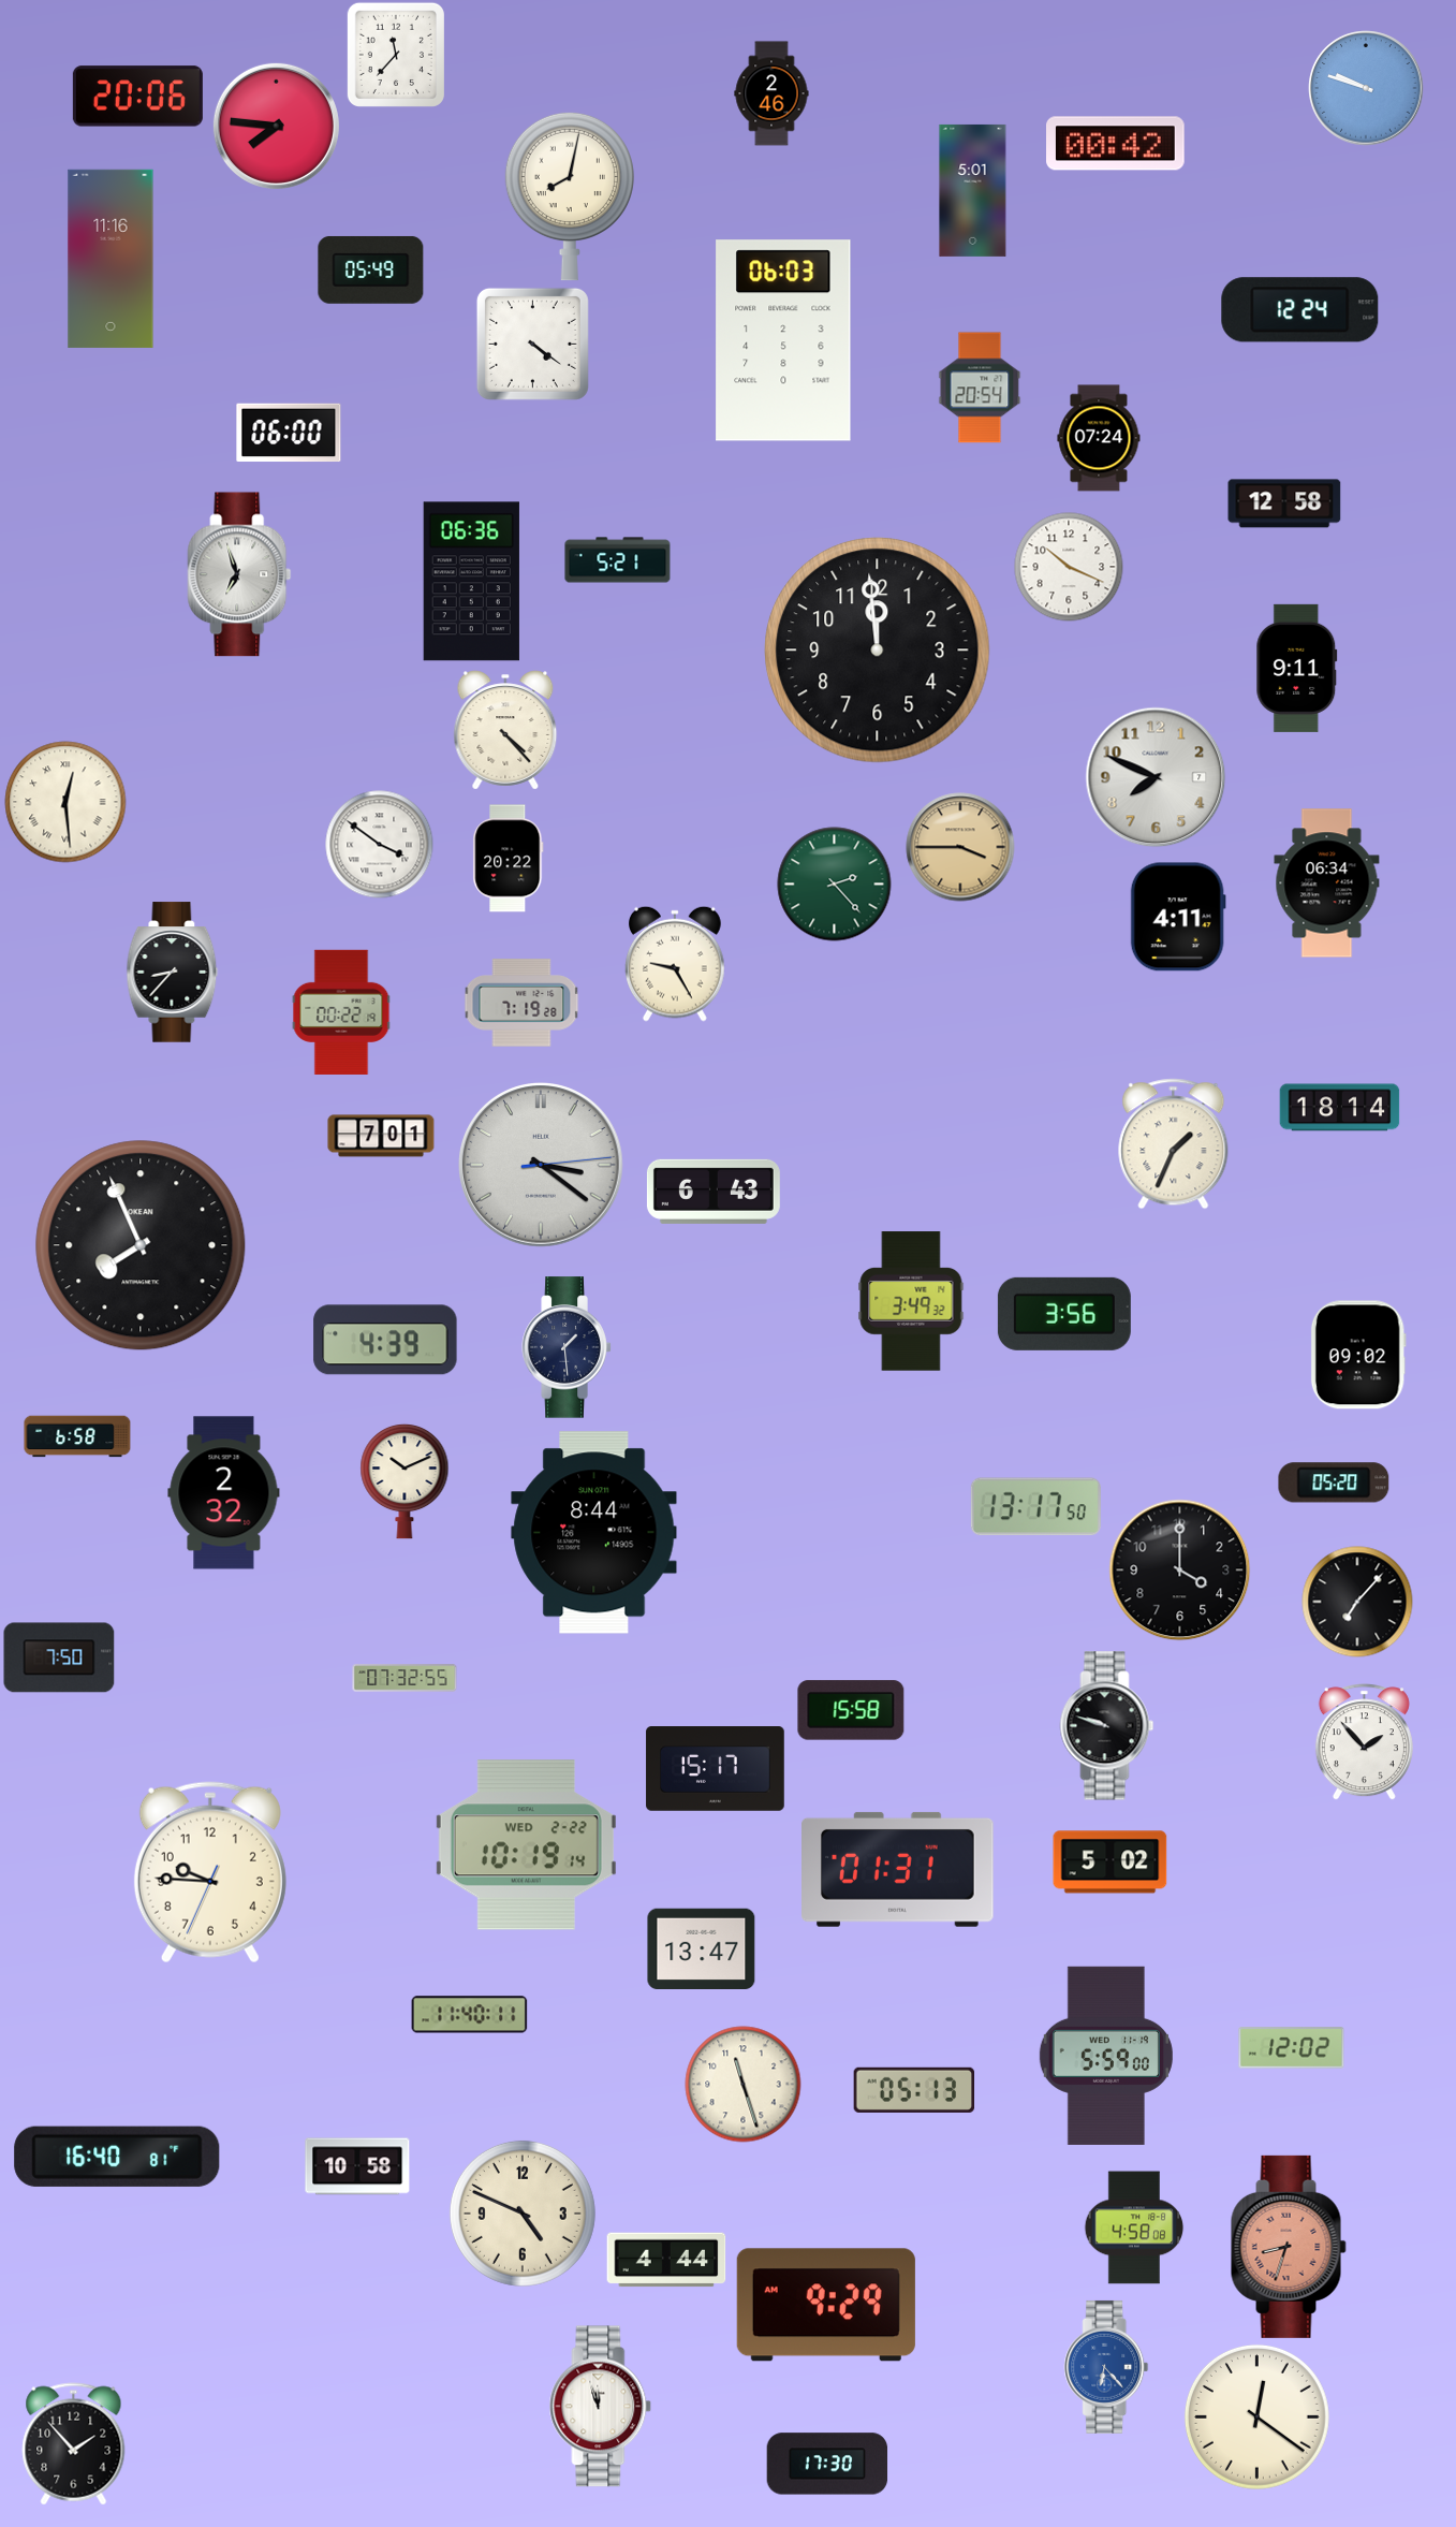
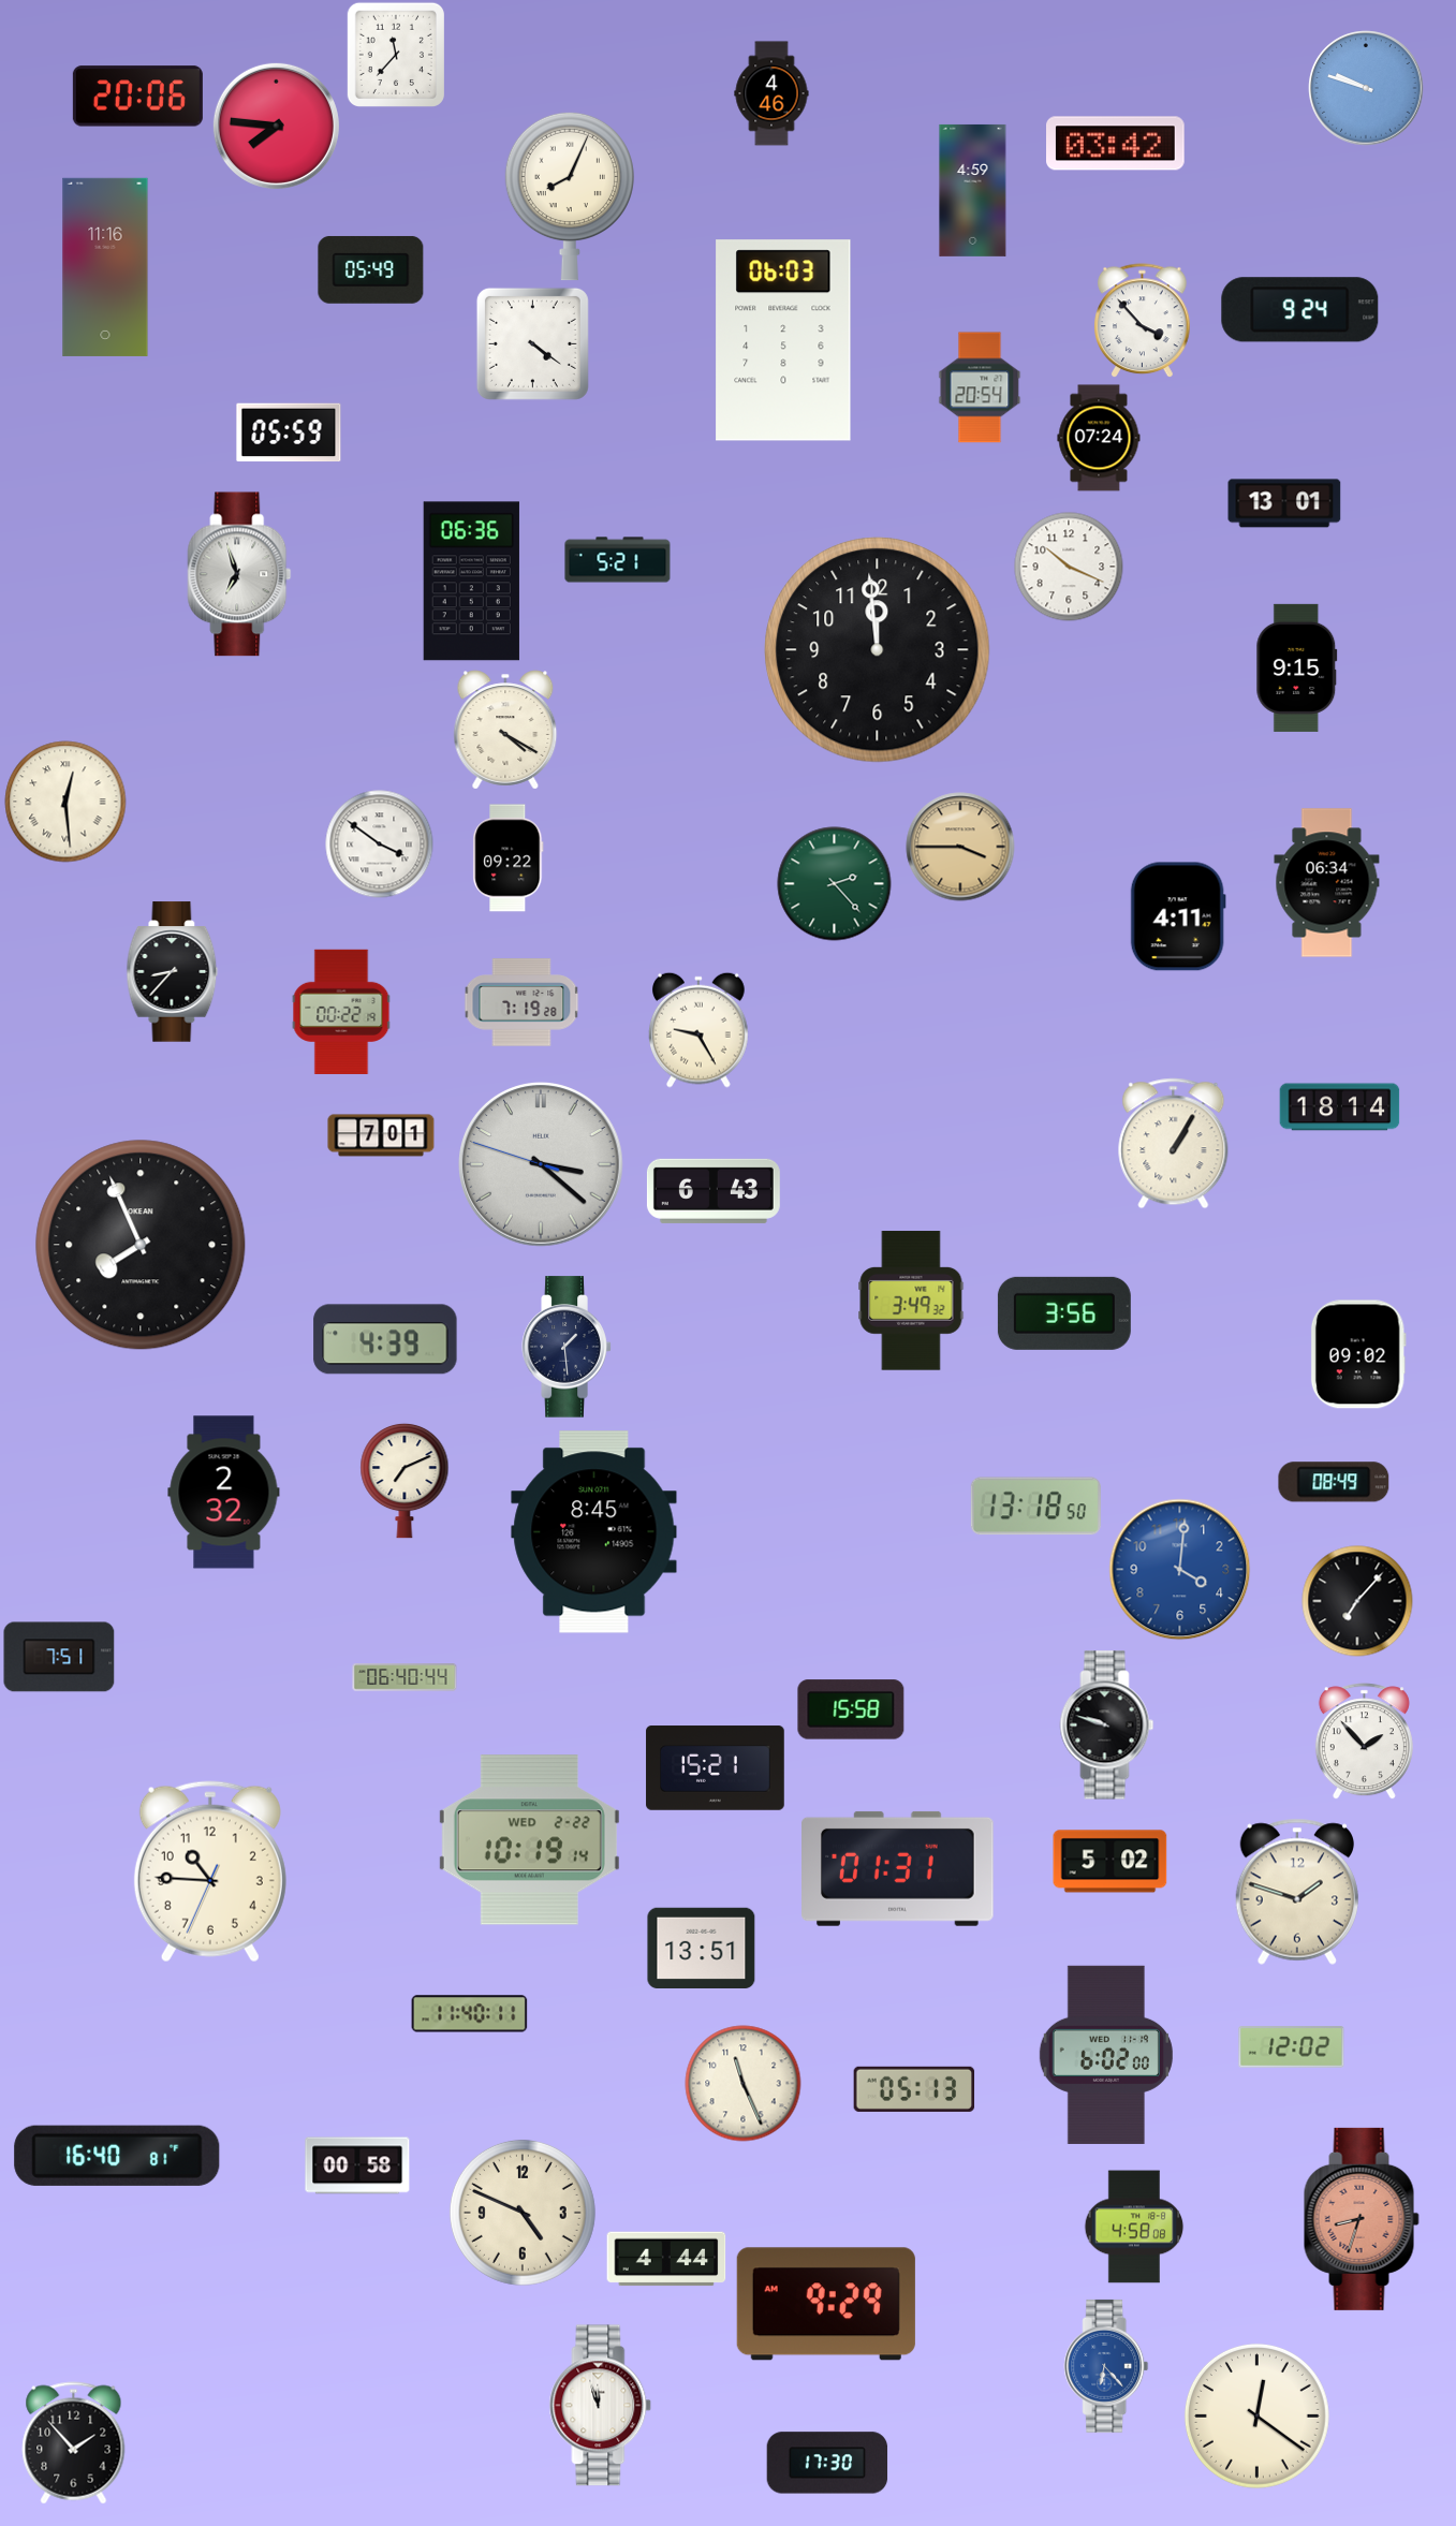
clock at (771, 93): 2:46 -> 4:46
clock at (1116, 144): 00:42 -> 03:42
clock at (973, 190): 5:01 -> 4:59
clock at (570, 196): 8:02 -> 8:04
clock at (111, 259) position: (111, 259) -> (105, 267)
clock at (1300, 310): 12:24 -> 9:24
clock at (1143, 321): none -> 3:53
clock at (289, 433): 06:00 -> 05:59
clock at (1284, 503): 12:58 -> 13:01
clock at (1297, 668): 9:11 -> 9:15
clock at (505, 730): 4:23 -> 4:20
clock at (1156, 777): 7:49 -> none
clock at (509, 859): 20:22 -> 09:22
clock at (676, 964) position: (676, 964) -> (700, 1030)
clock at (1174, 1144): 1:34 -> 1:05
clock at (542, 1166): 3:21:14 -> 3:21:48
clock at (77, 1436): 6:58 -> none
clock at (405, 1481): 10:11 -> 7:11
clock at (1334, 1482): 05:20 -> 08:49
clock at (1035, 1507): 13:17 -> 13:18
clock at (594, 1533): 8:44 -> 8:45
clock at (1180, 1571): 4:00 -> 4:01
clock at (1180, 1571) dial: black -> blue
clock at (59, 1657): 7:50 -> 7:51
clock at (405, 1678): 07:32 -> 06:40
clock at (716, 1769): 15:17 -> 15:21
clock at (526, 1845) position: (526, 1845) -> (529, 1840)
clock at (210, 1872): 9:45 -> 10:45
clock at (1296, 1892): none -> 1:48
clock at (702, 1949): 13:47 -> 13:51
clock at (1106, 2056): 5:59 -> 6:02
clock at (744, 2085): 11:27 -> 11:26
clock at (357, 2166): 10:58 -> 00:58
clock at (1289, 2247) position: (1289, 2247) -> (1362, 2219)
